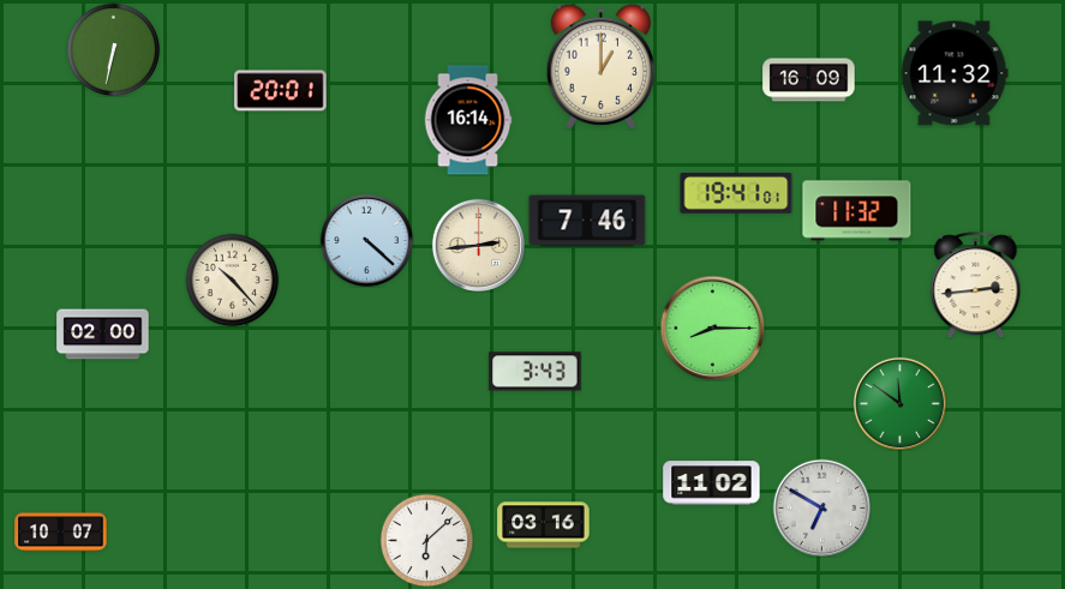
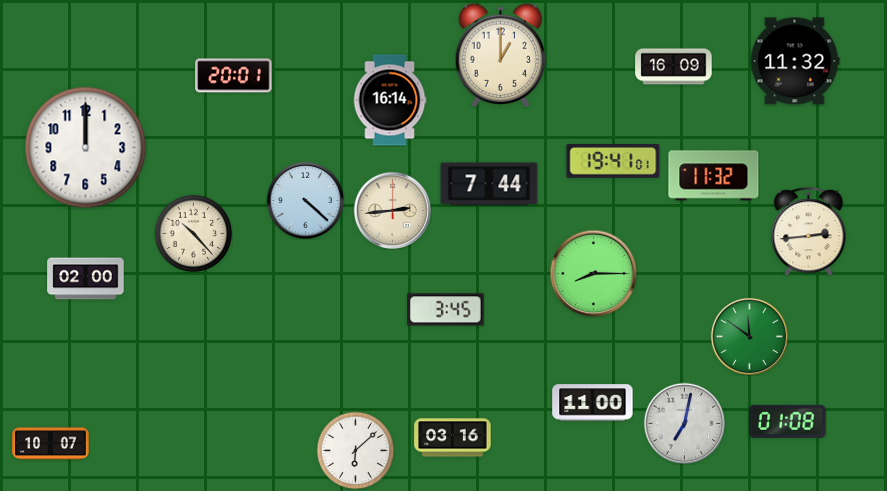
clock at (113, 49): 6:32 -> none
clock at (86, 148): none -> 12:00
clock at (587, 221): 7:46 -> 7:44
clock at (478, 245) position: (478, 245) -> (392, 210)
clock at (976, 286) position: (976, 286) -> (809, 232)
clock at (536, 372): 3:43 -> 3:45
clock at (712, 483): 11:02 -> 11:00
clock at (788, 421): none -> 01:08
clock at (821, 507): 6:50 -> 7:02
